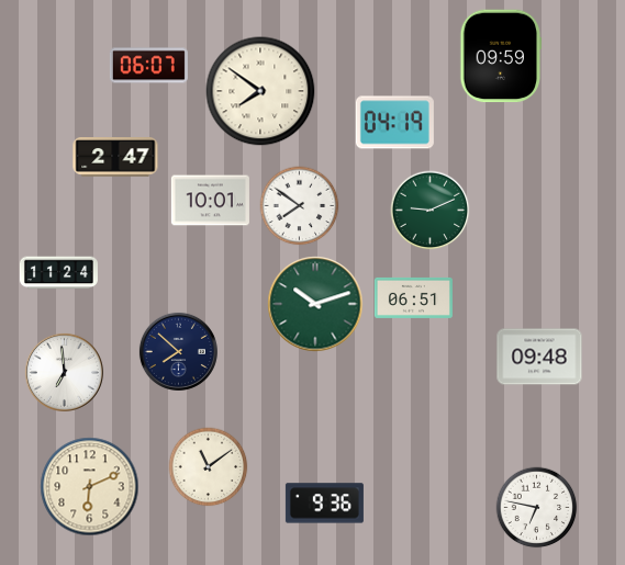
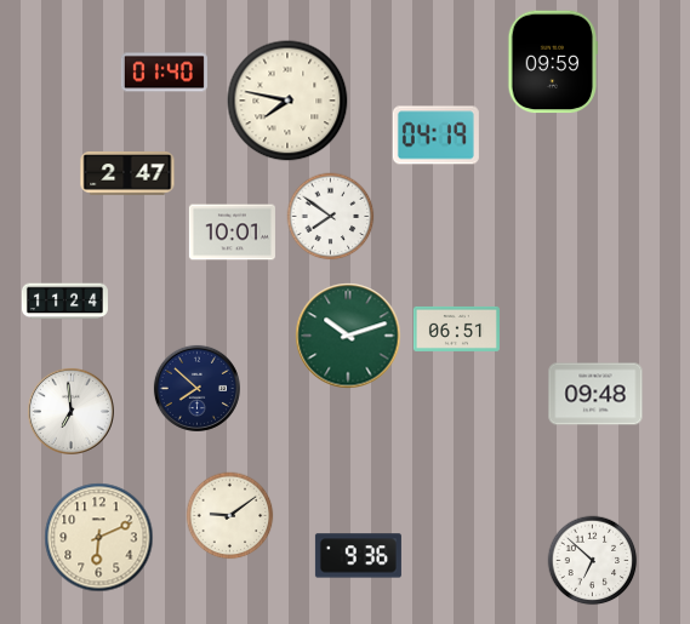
clock at (148, 66): 06:07 -> 01:40
clock at (260, 91): 7:51 -> 7:47
clock at (210, 201) position: (210, 201) -> (232, 233)
clock at (300, 206) position: (300, 206) -> (331, 217)
clock at (431, 211): 9:11 -> none
clock at (209, 467): 11:09 -> 9:09
clock at (537, 508): 6:47 -> 6:52
